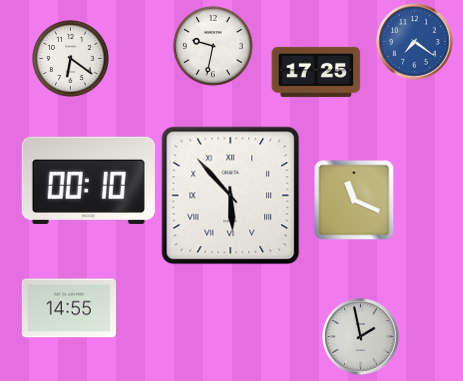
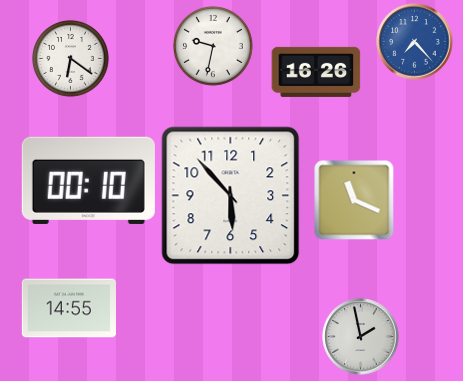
clock at (415, 42): 7:21 -> 7:23
clock at (316, 72): 17:25 -> 16:26
clock at (231, 196) numerals: Roman -> Arabic
